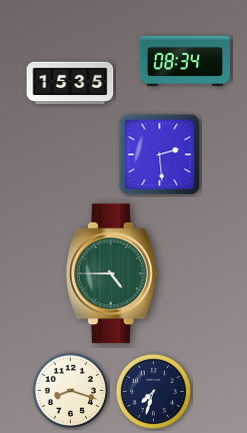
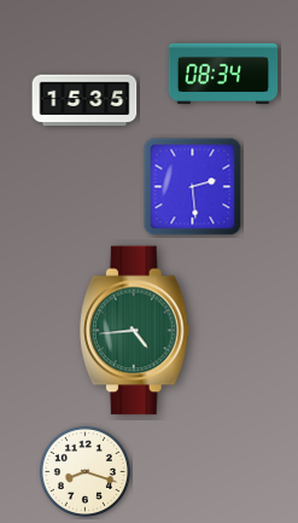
clock at (111, 274): 4:45 -> 4:44
clock at (153, 391): 7:33 -> none
